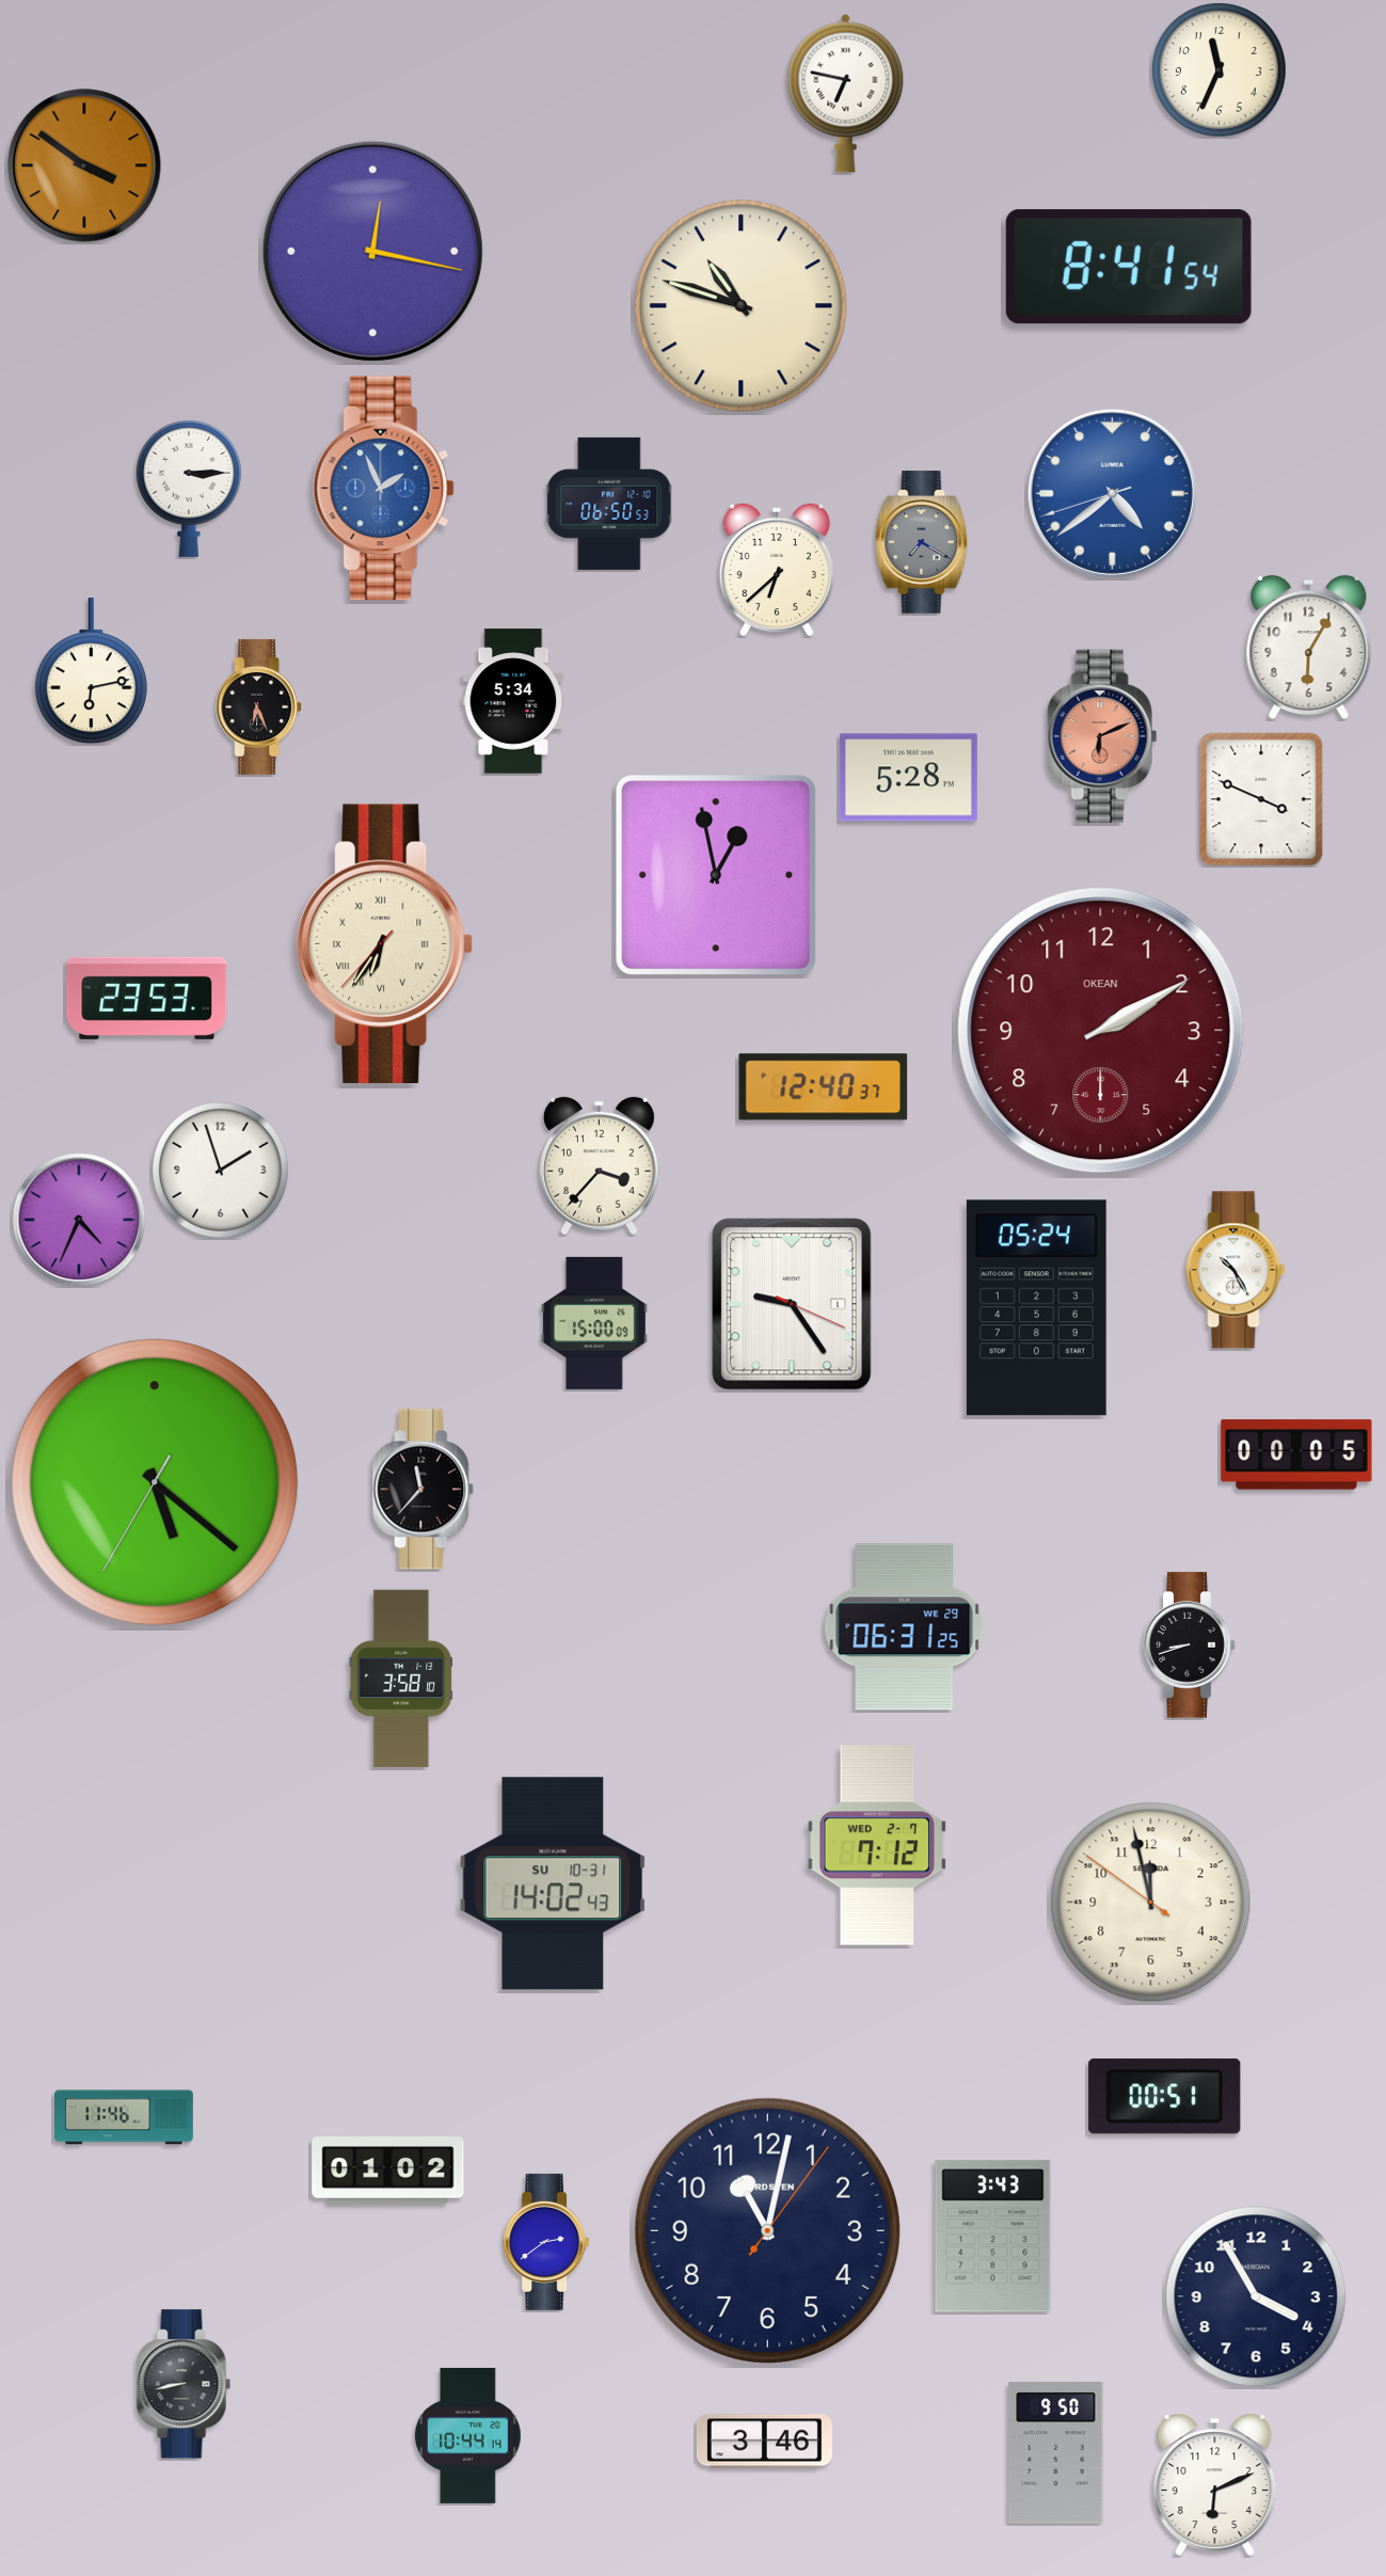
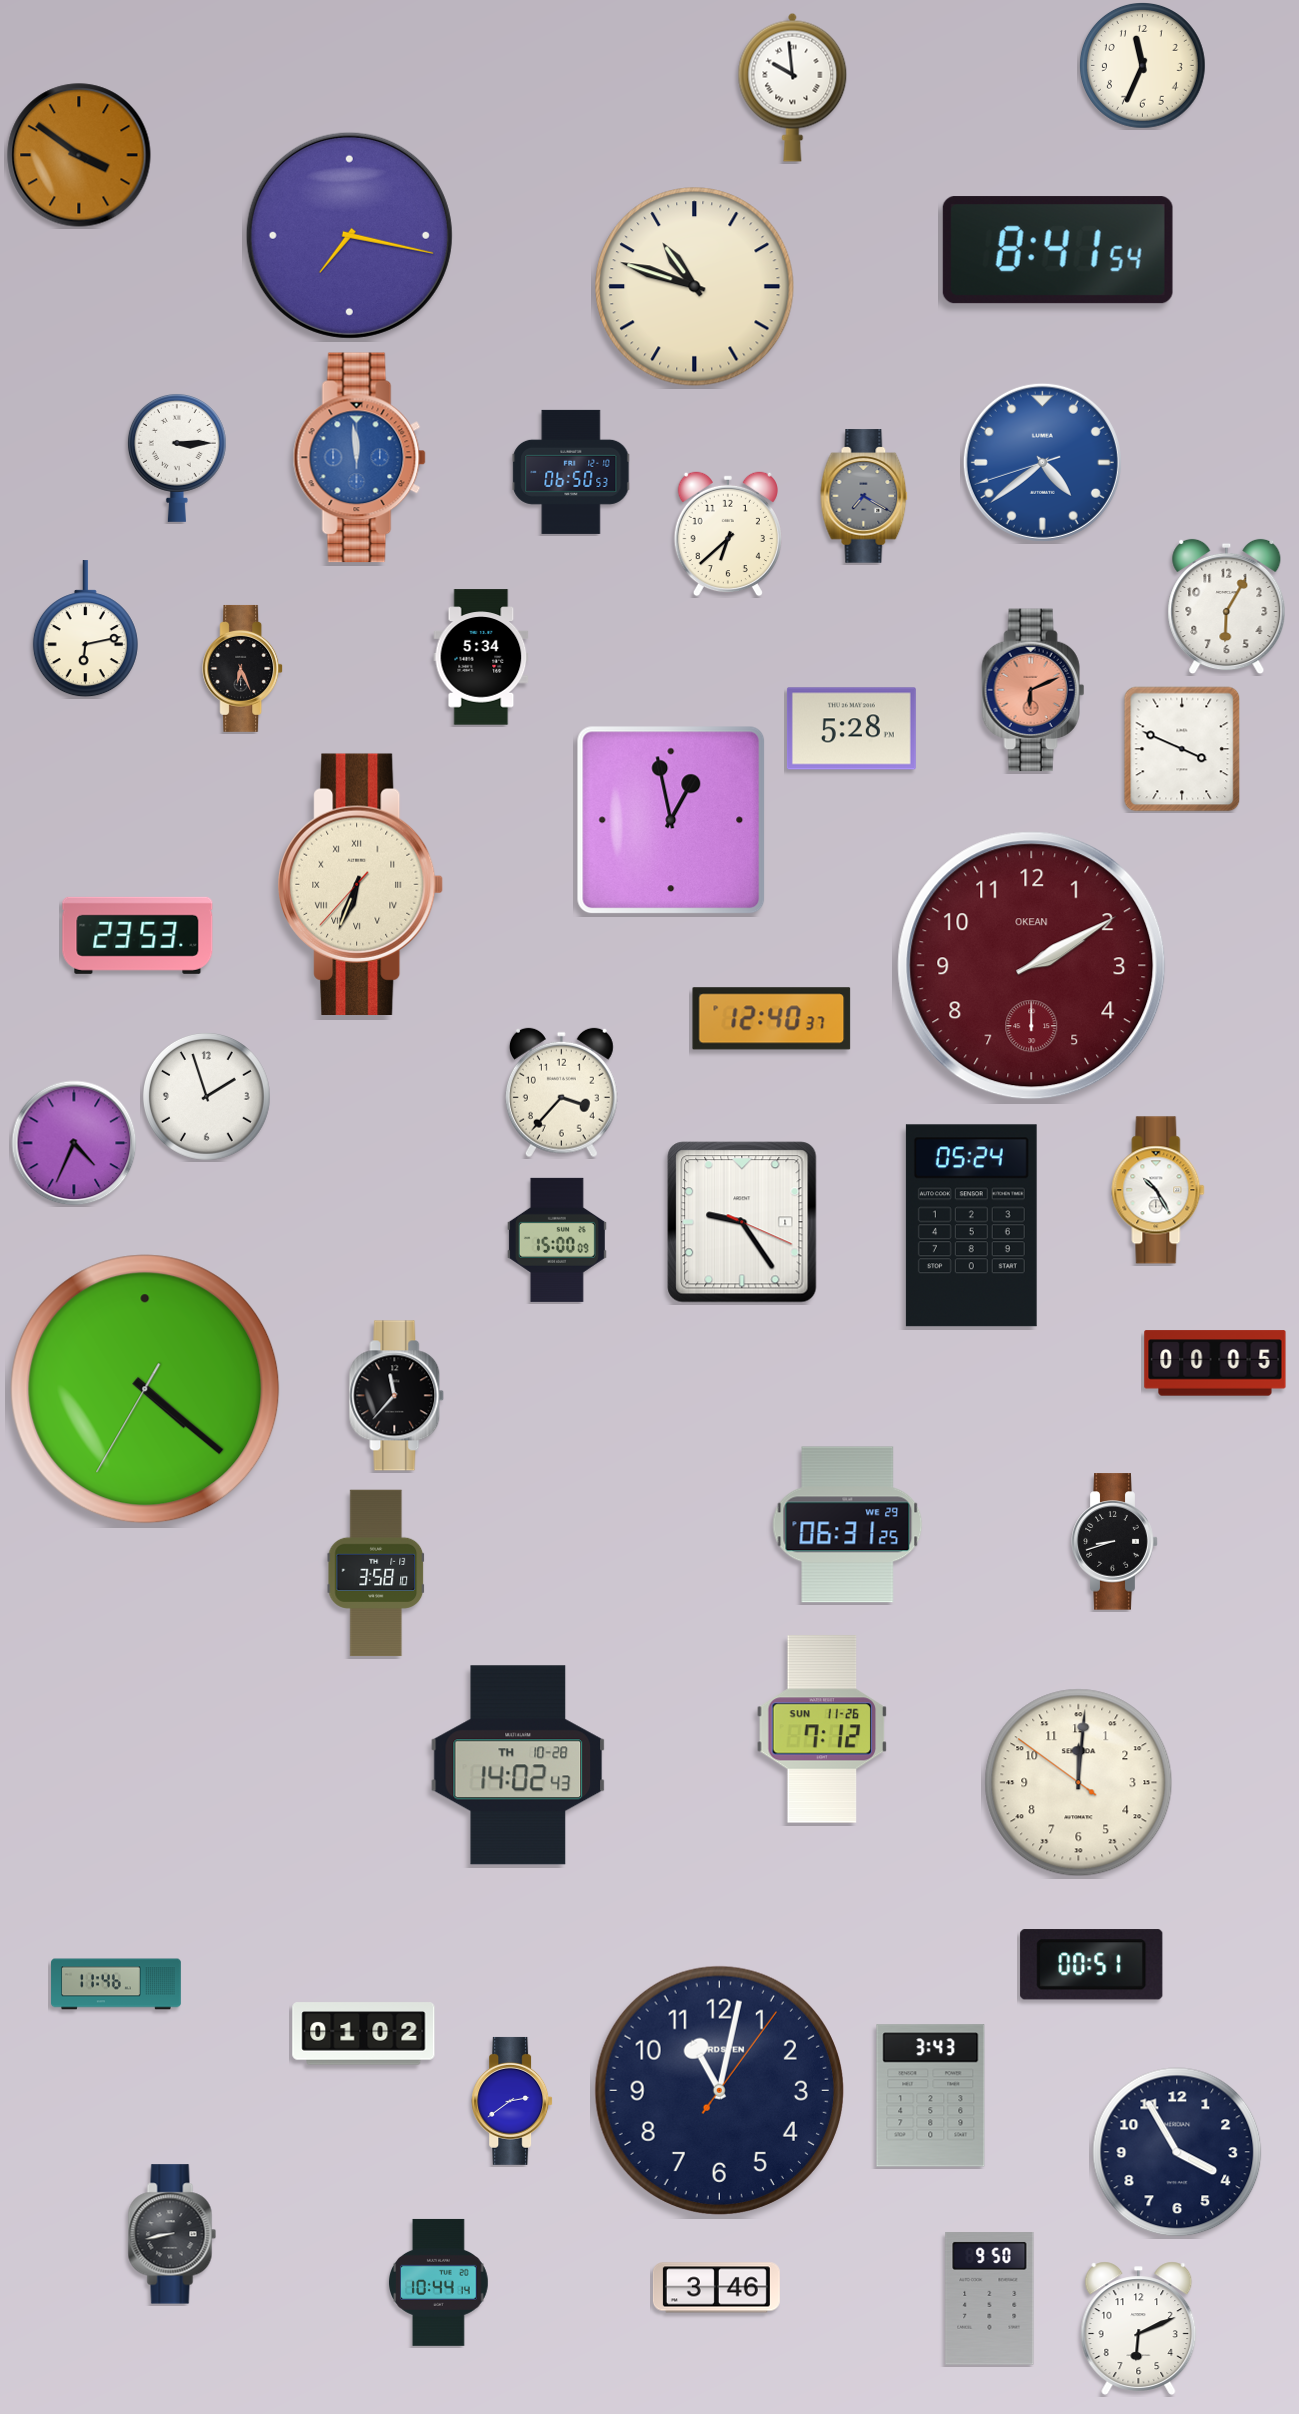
clock at (846, 93): 6:47 -> 9:59
clock at (372, 251): 12:17 -> 7:17
clock at (383, 489): 1:56 -> 11:59
clock at (922, 542) position: (922, 542) -> (864, 496)
clock at (259, 706) position: (259, 706) -> (243, 668)
clock at (385, 943): 6:35 -> 6:33
clock at (155, 1482): 5:21 -> 4:21
clock at (877, 1845) date: WED 2-7 -> SUN 11-26
clock at (553, 1883) date: SU 10-31 -> TH 10-28
clock at (1151, 1903): 11:57 -> 12:00
